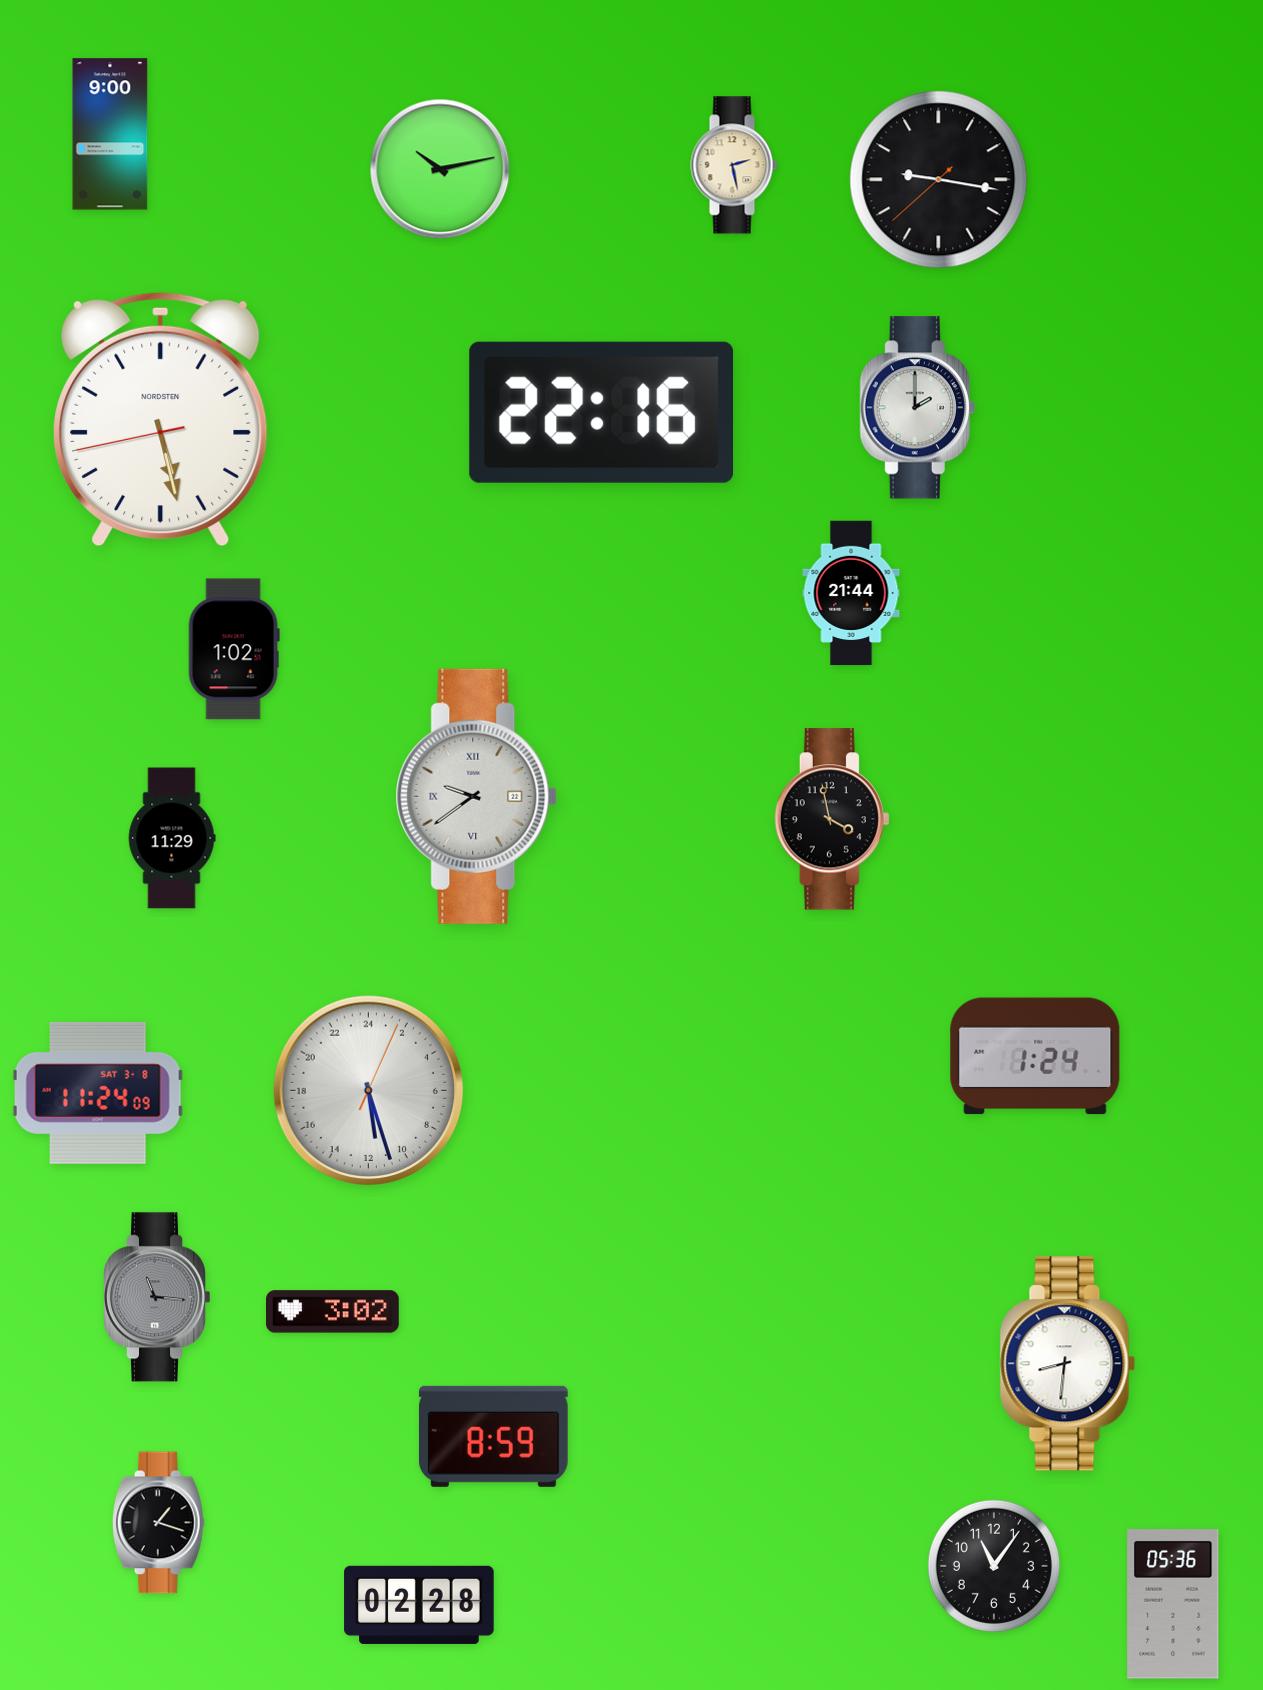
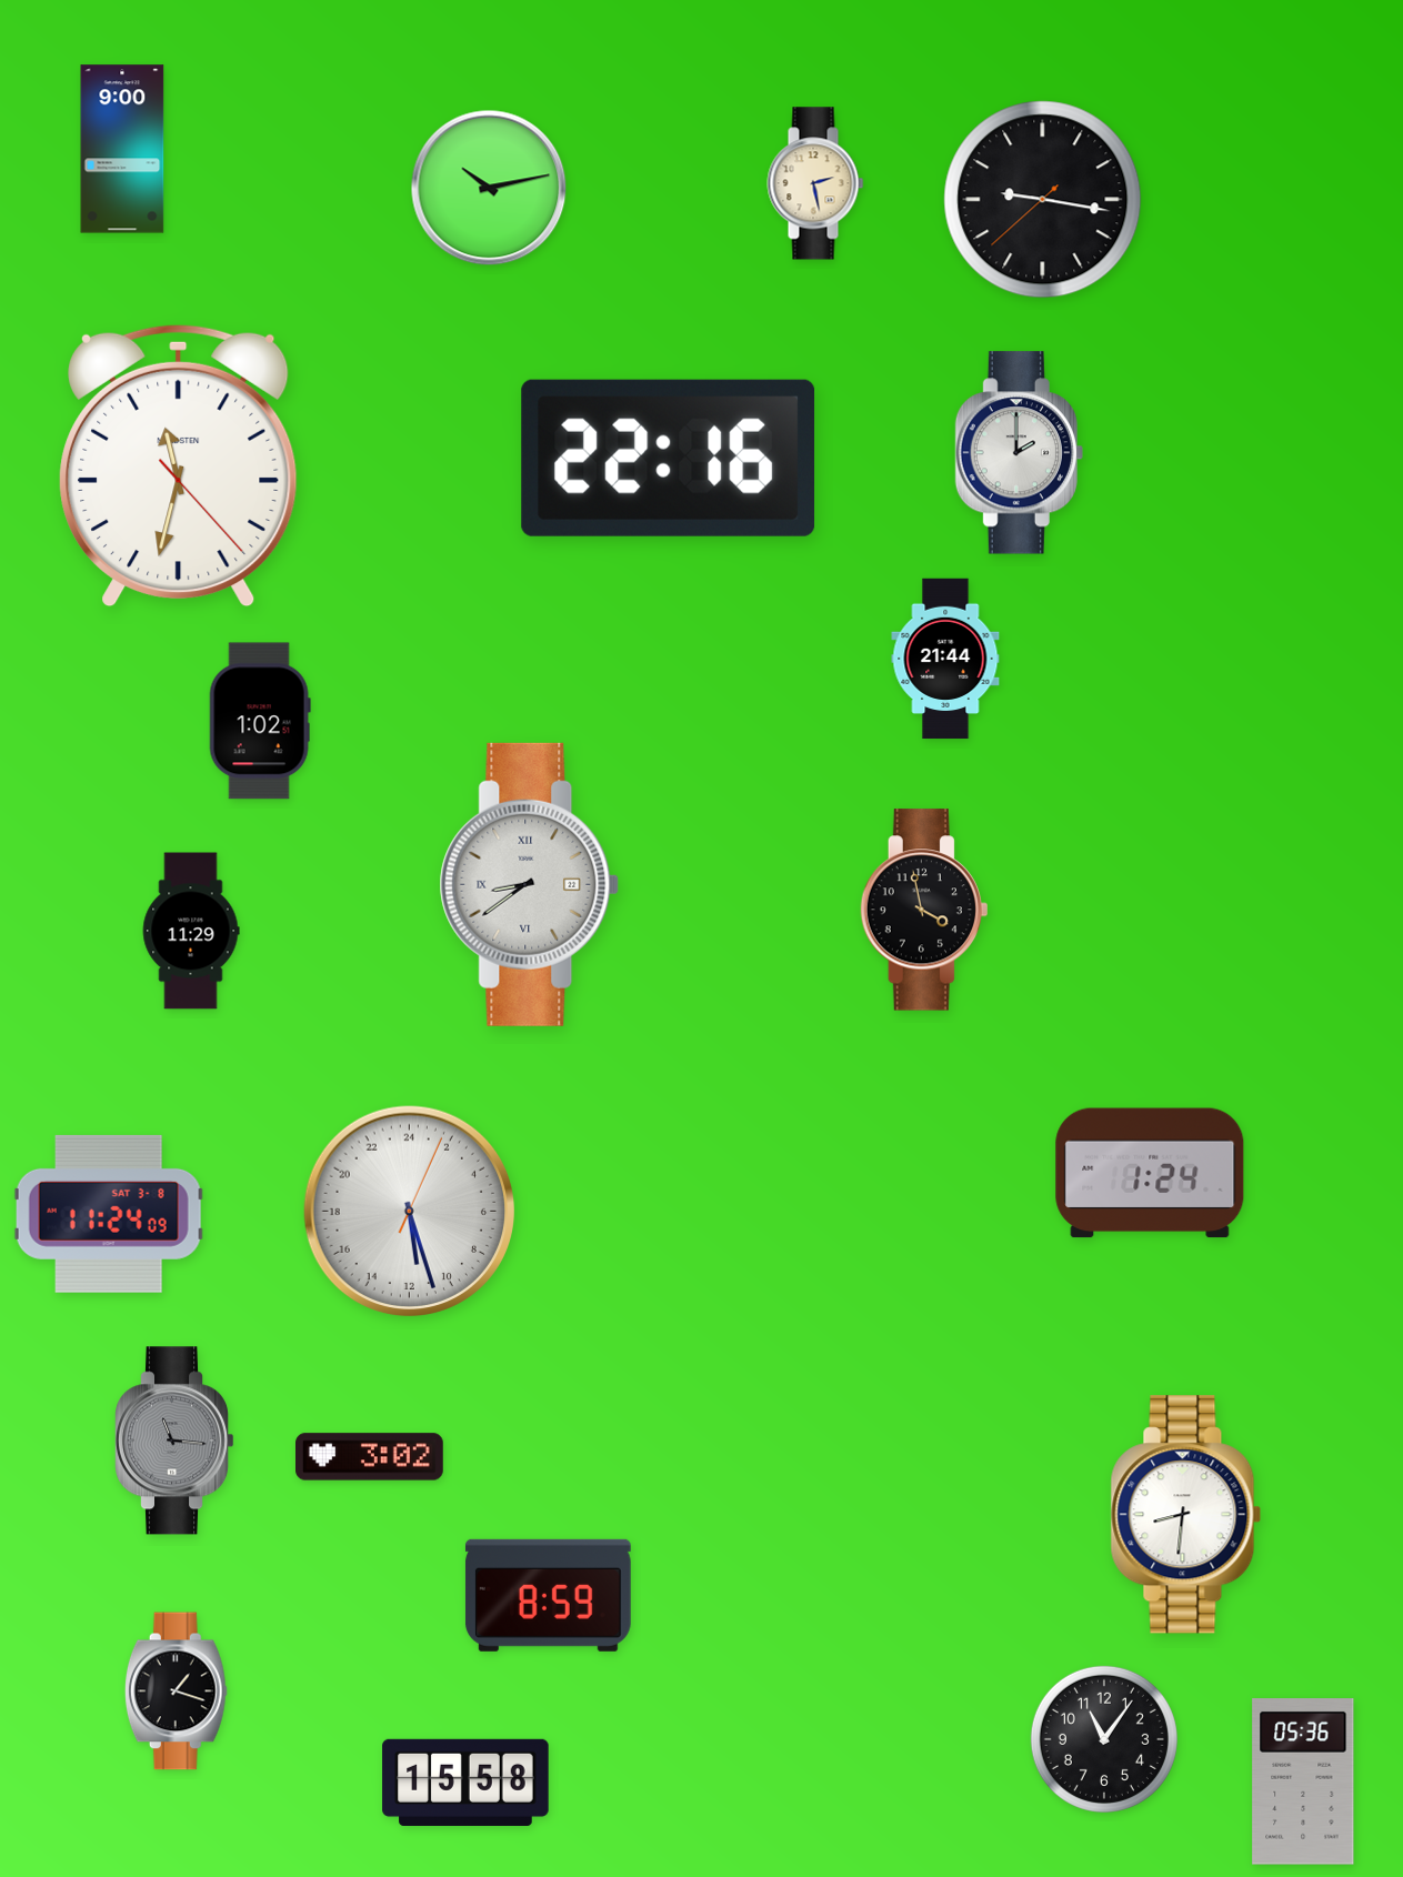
clock at (161, 419): 5:27 -> 11:32
clock at (477, 796): 9:39 -> 8:39
clock at (419, 1605): 02:28 -> 15:58
